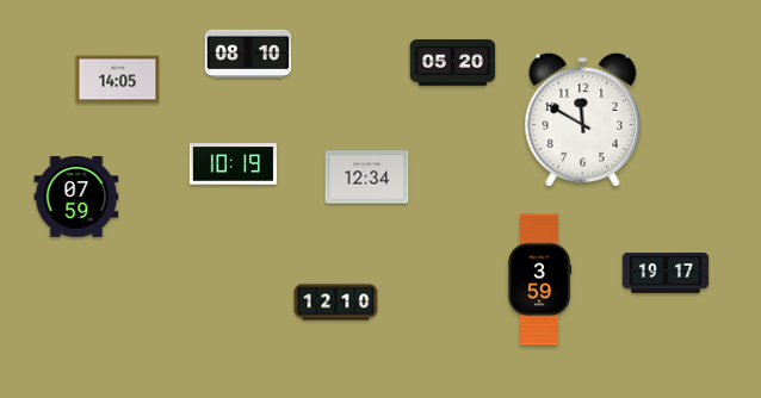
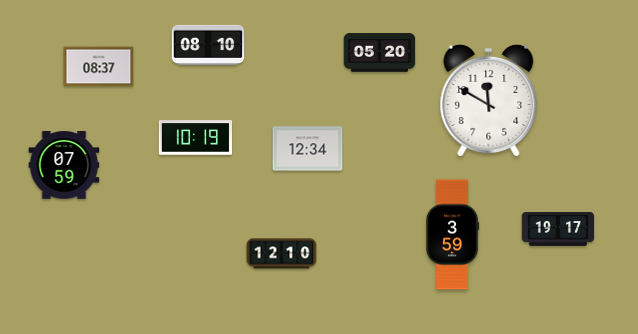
clock at (118, 80): 14:05 -> 08:37
